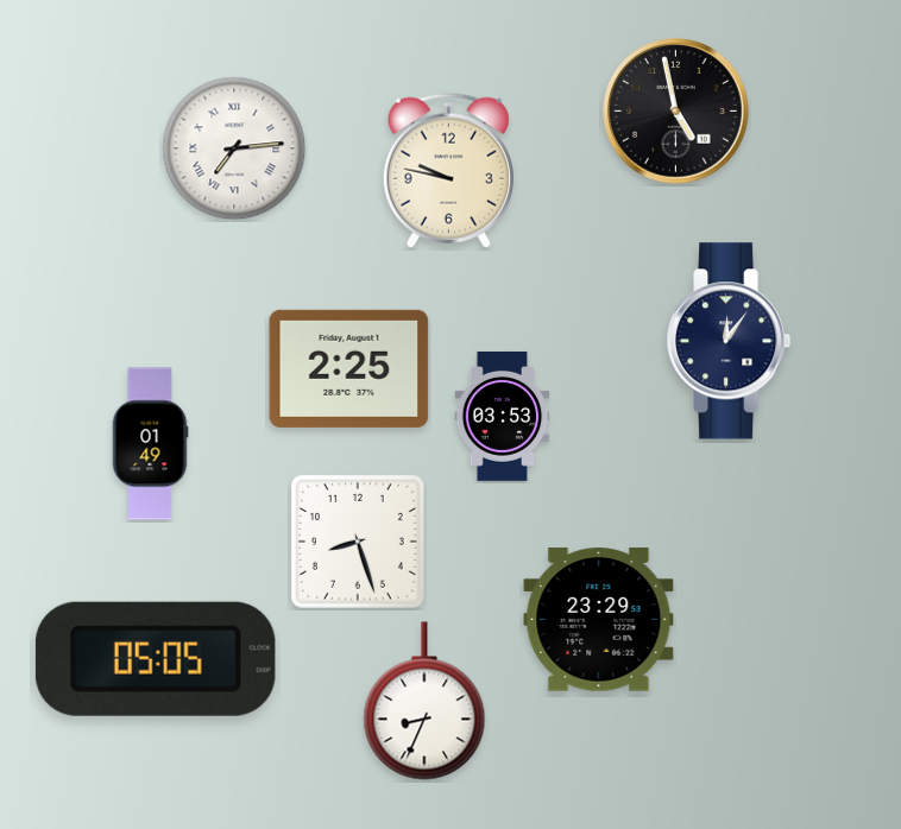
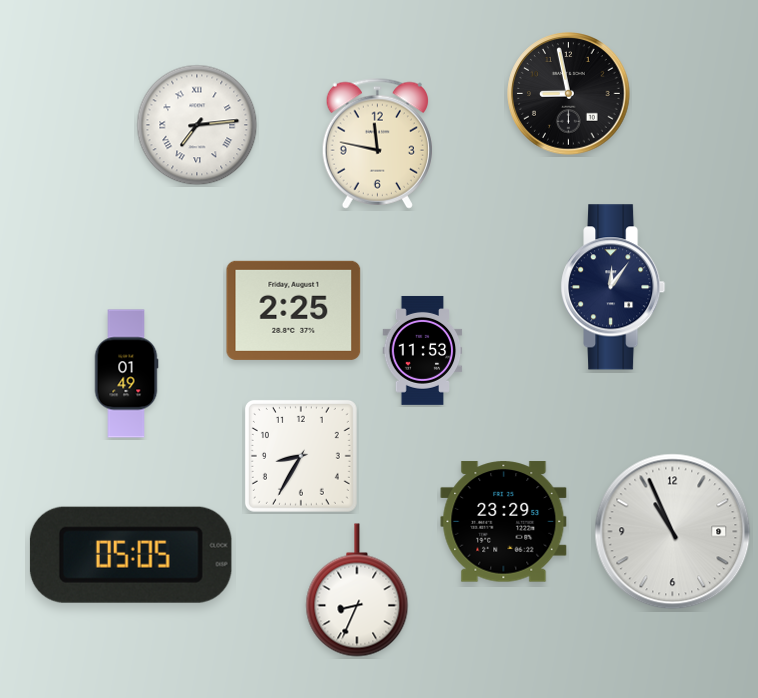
clock at (676, 112): 4:58 -> 8:58
clock at (448, 170): 9:47 -> 11:47
clock at (503, 416): 03:53 -> 11:53
clock at (358, 542): 8:27 -> 8:35
clock at (673, 532): none -> 10:56
